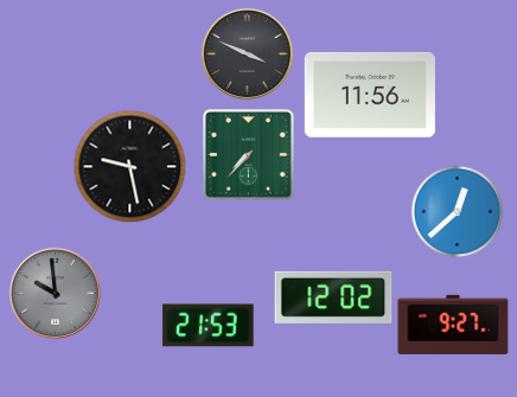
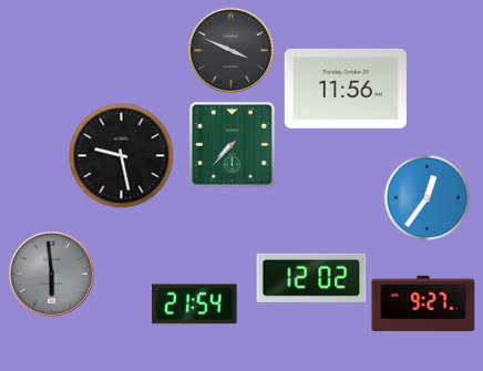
clock at (457, 211): 12:38 -> 12:36
clock at (55, 293): 9:59 -> 5:59
clock at (209, 326): 21:53 -> 21:54
